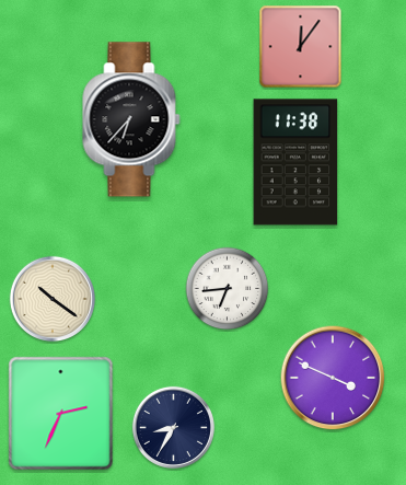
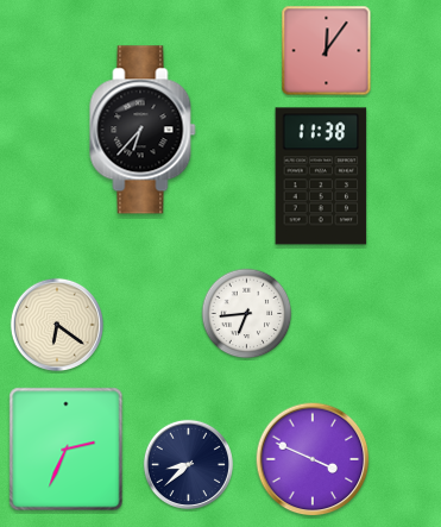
clock at (51, 298): 10:21 -> 6:21
clock at (333, 378) position: (333, 378) -> (313, 459)
clock at (173, 427): 8:35 -> 8:38
